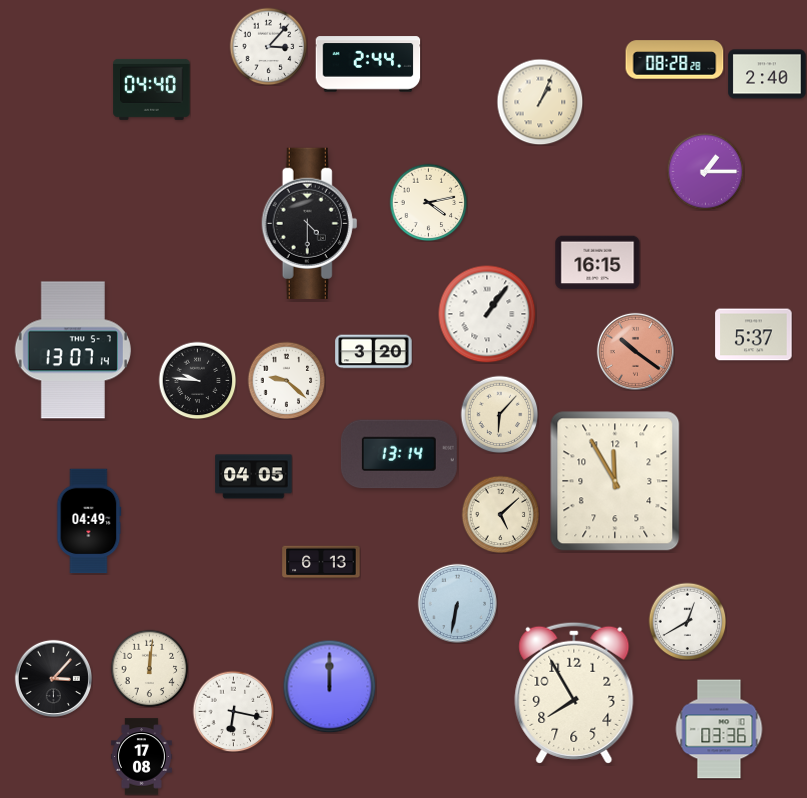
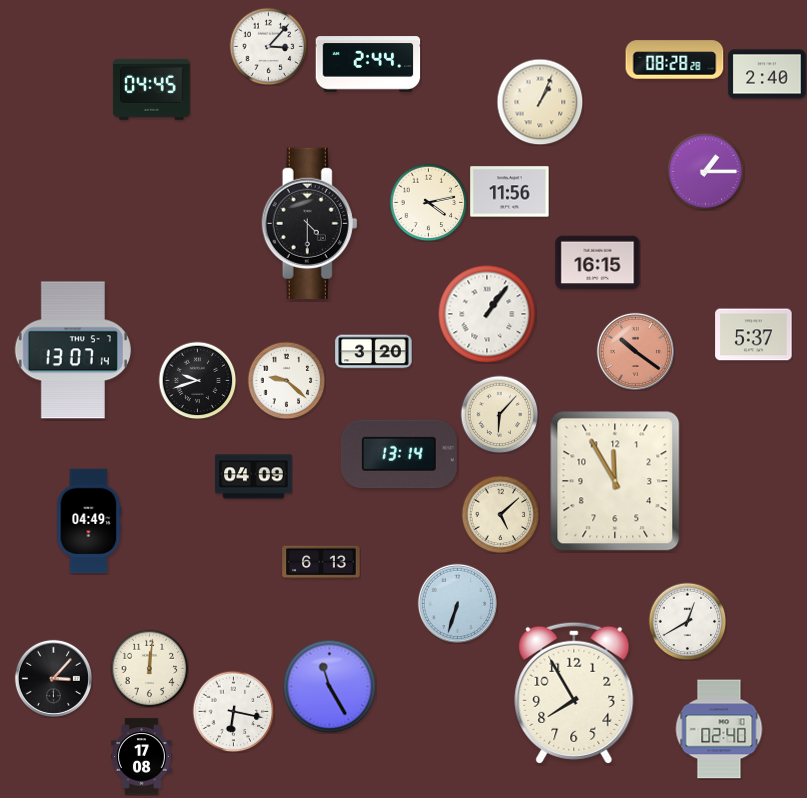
clock at (152, 89): 04:40 -> 04:45
clock at (510, 192): none -> 11:56
clock at (197, 380): 9:46 -> 9:42
clock at (254, 477): 04:05 -> 04:09
clock at (457, 603): 6:32 -> 6:33
clock at (329, 686): 12:00 -> 11:25
clock at (719, 729): 03:36 -> 02:40
